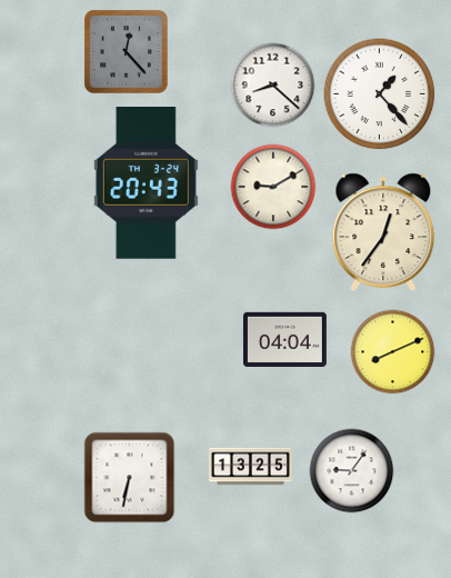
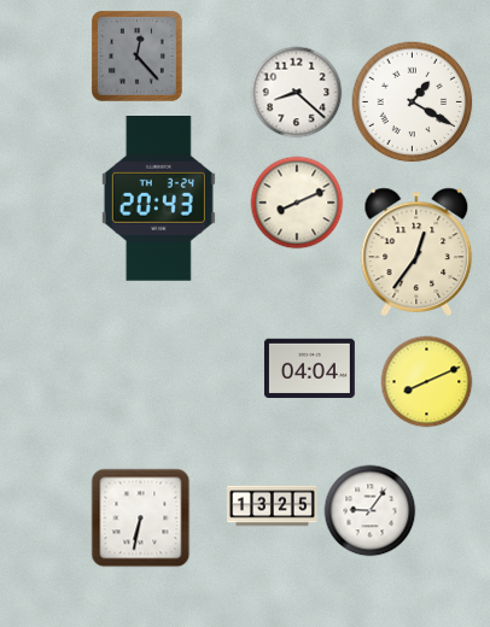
clock at (380, 94): 1:23 -> 1:20
clock at (273, 187): 9:10 -> 8:11
clock at (352, 471) position: (352, 471) -> (371, 511)
